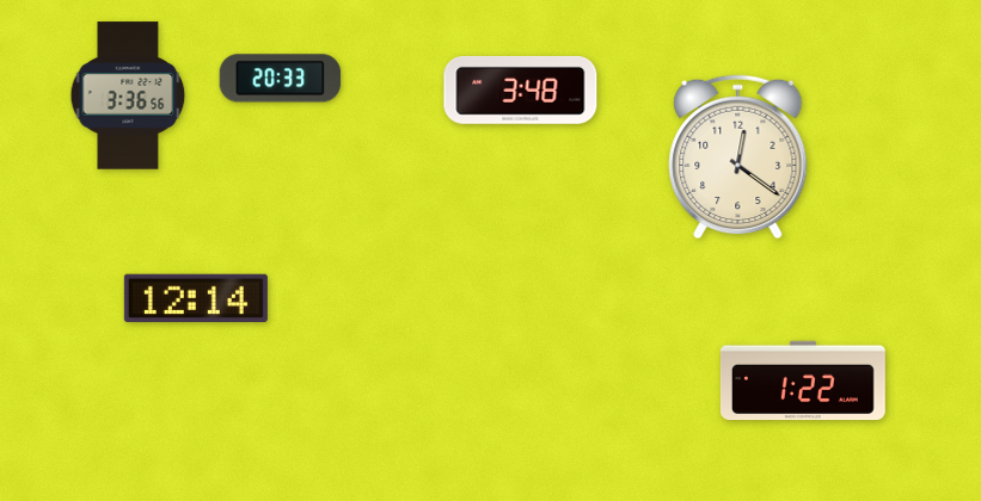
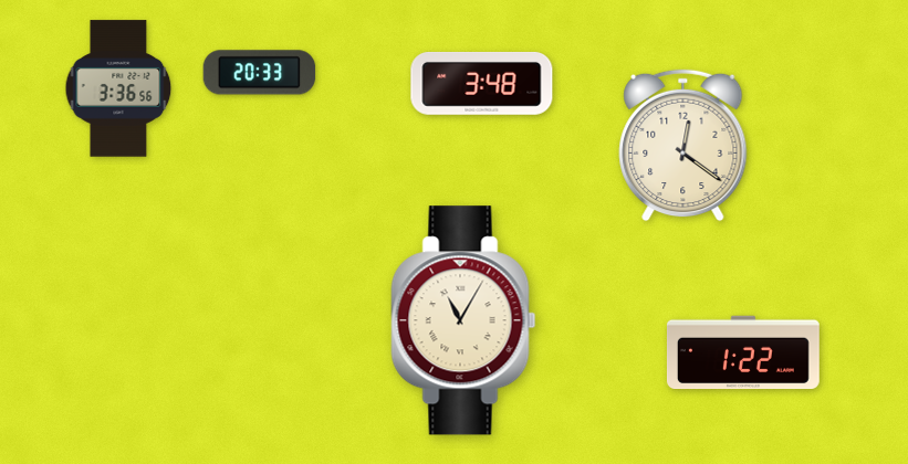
clock at (196, 298): 12:14 -> none
clock at (463, 320): none -> 11:05
